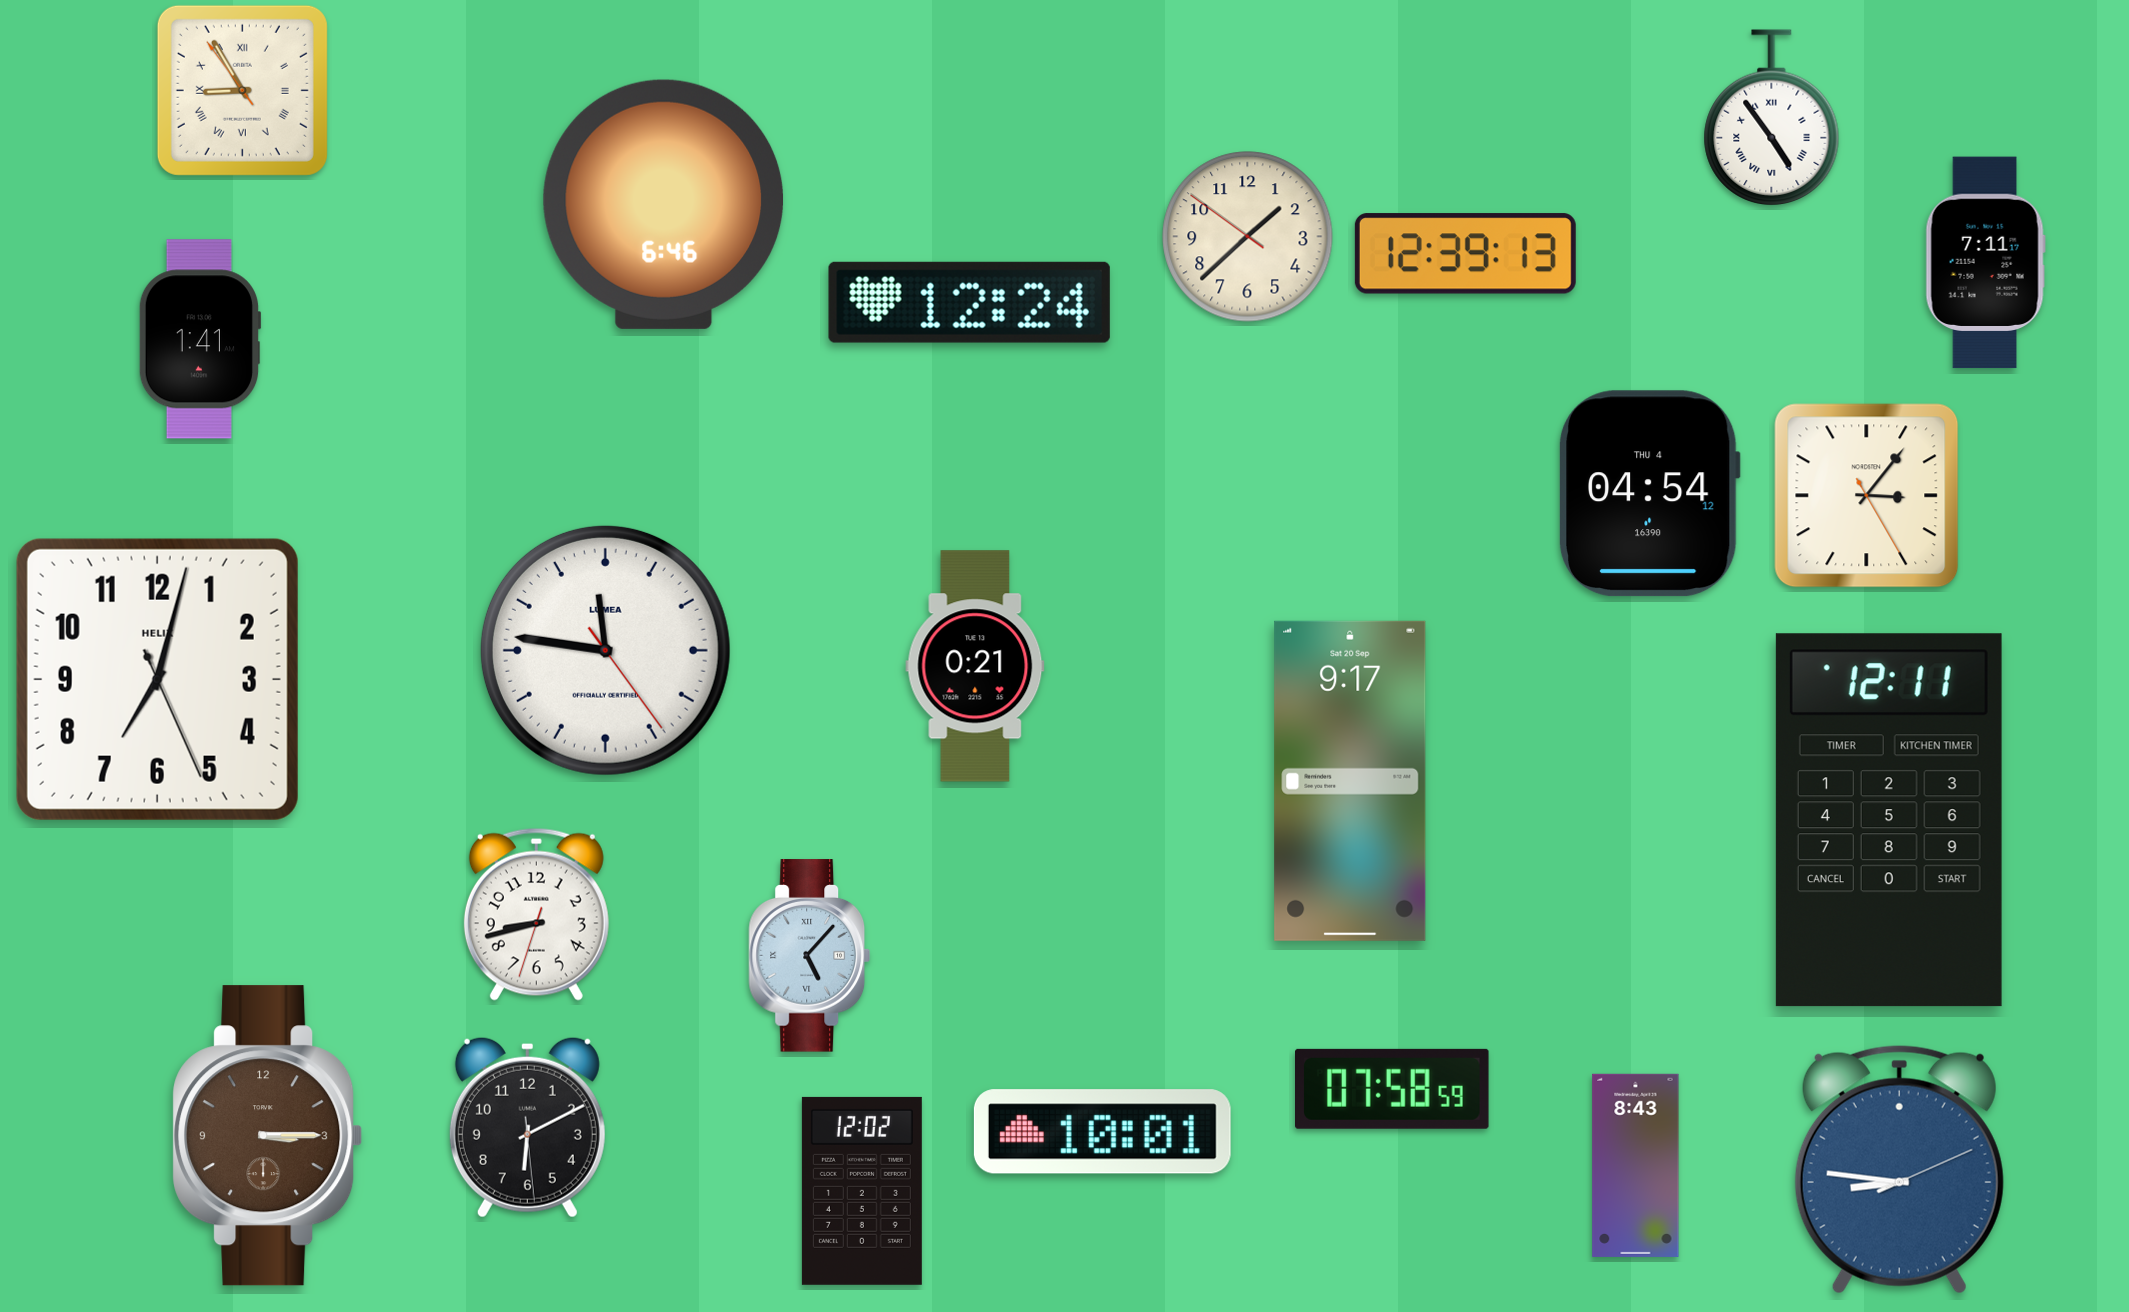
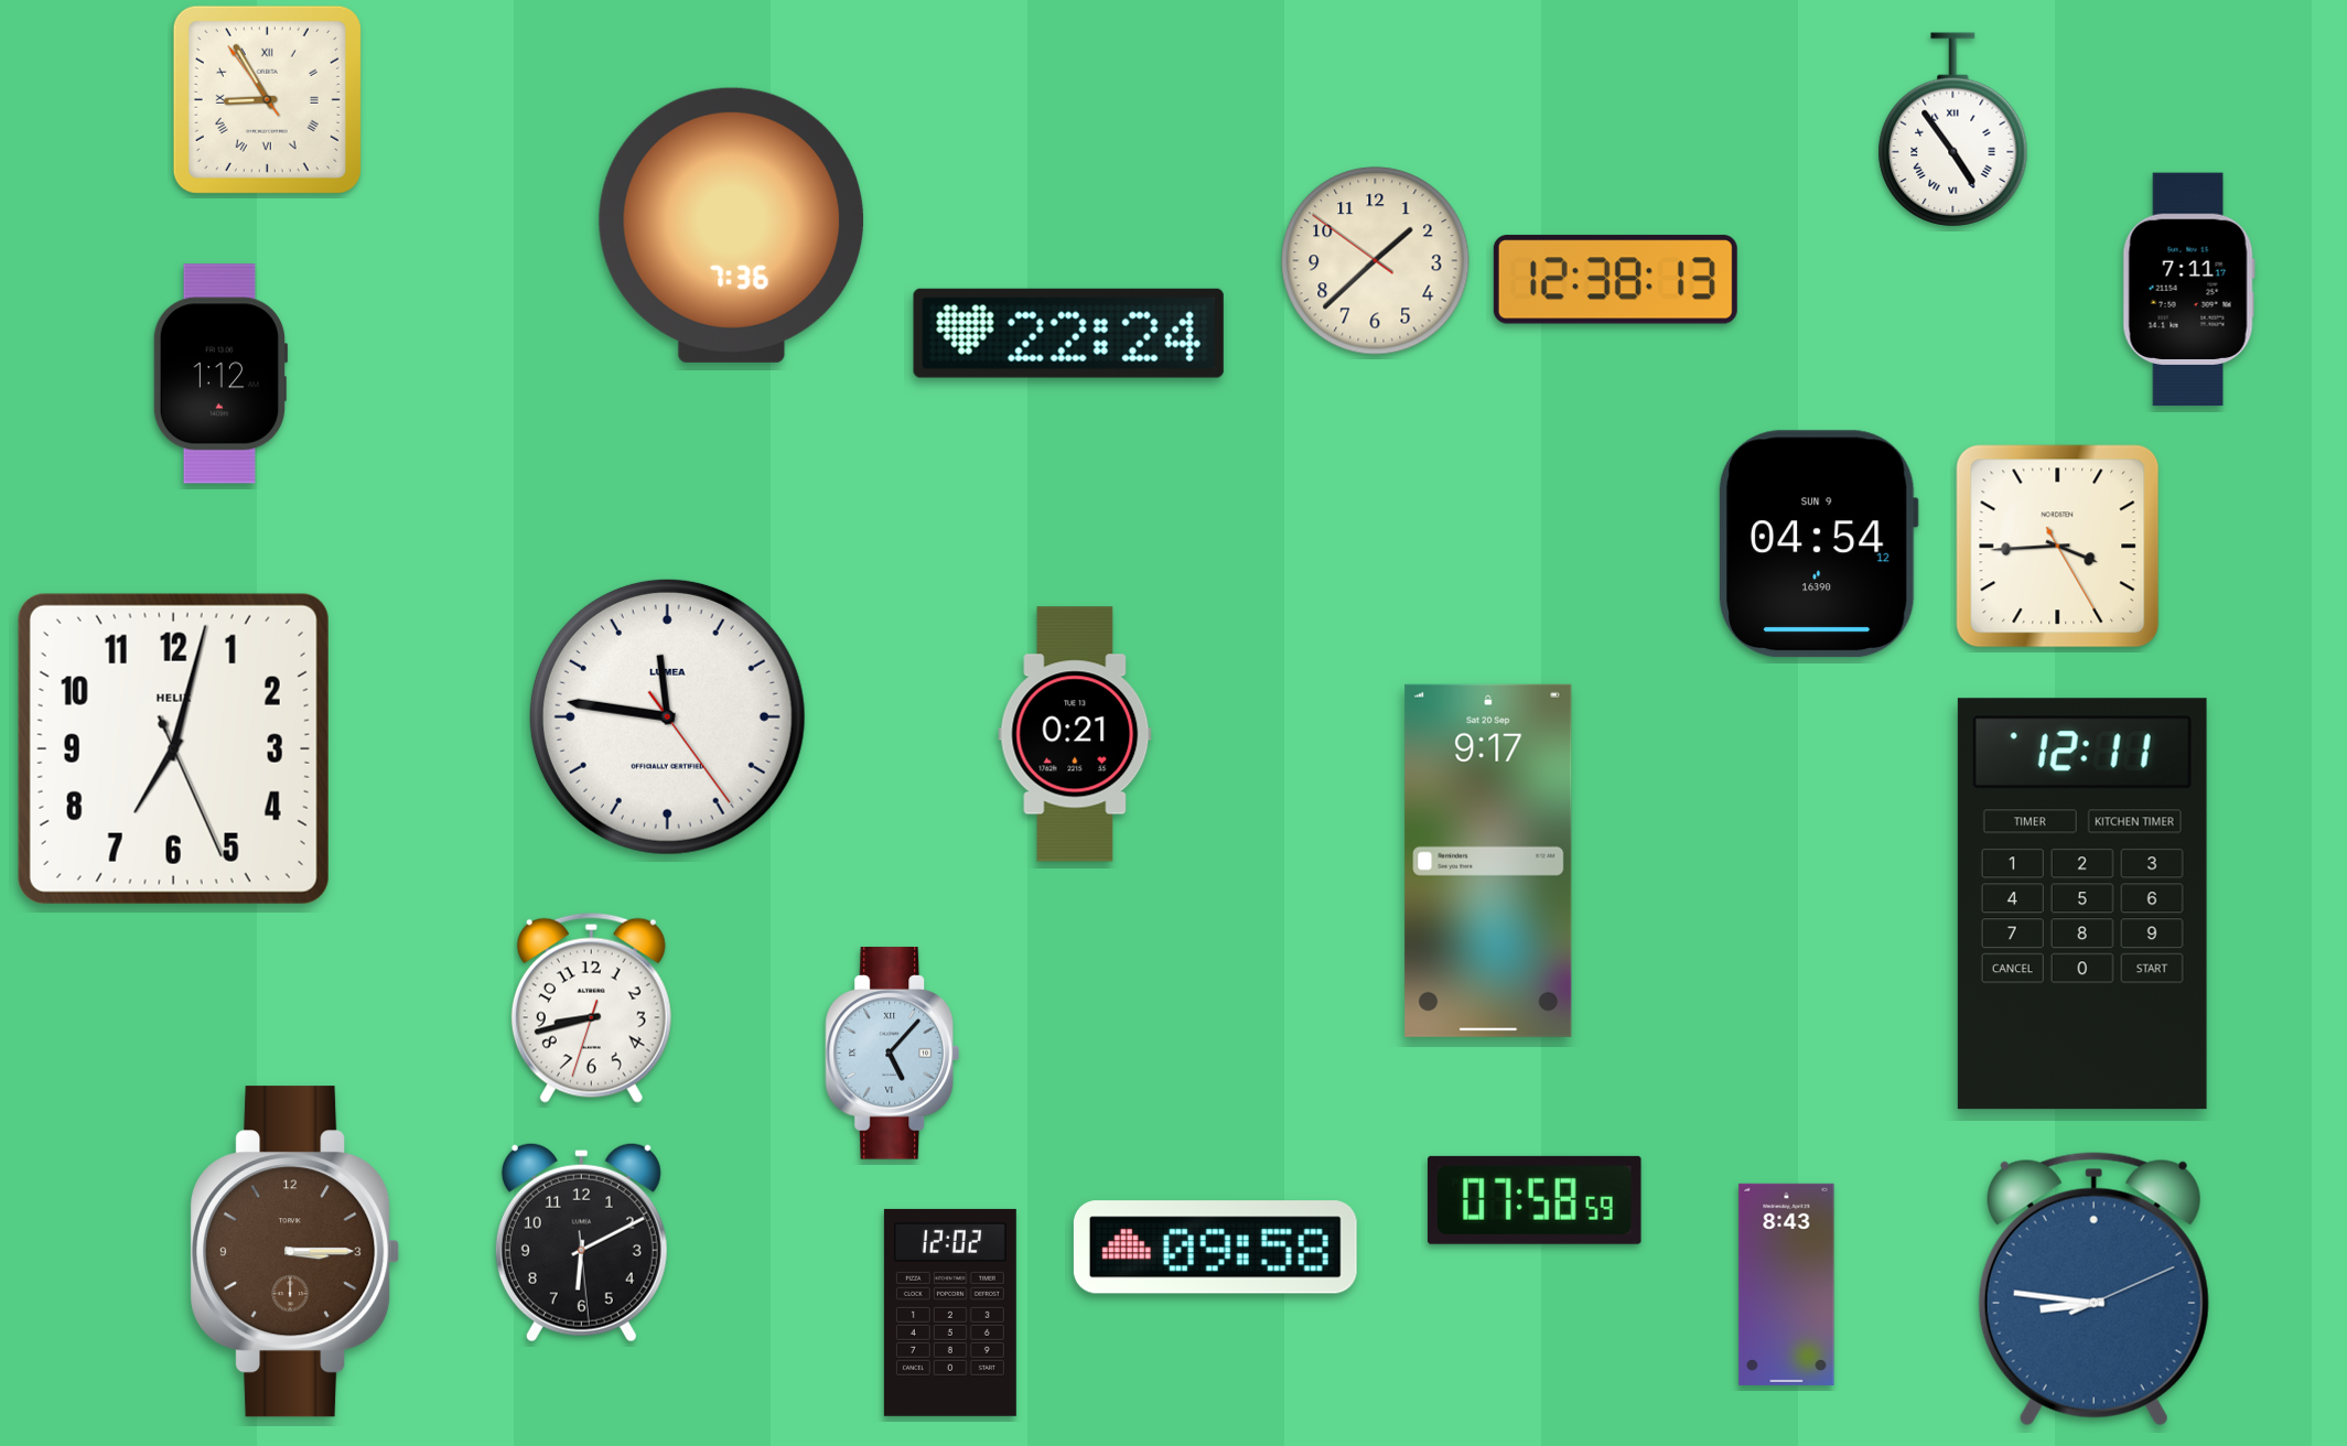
clock at (664, 204): 6:46 -> 7:36
clock at (1465, 254): 12:39 -> 12:38
clock at (969, 302): 12:24 -> 22:24
clock at (200, 339): 1:41 -> 1:12
clock at (1649, 494) date: THU 4 -> SUN 9
clock at (1867, 496): 3:06 -> 3:44
clock at (1102, 1132): 10:01 -> 09:58
clock at (1636, 1165) position: (1636, 1165) -> (1787, 1284)
